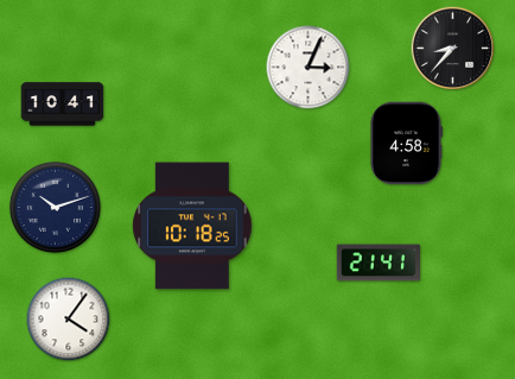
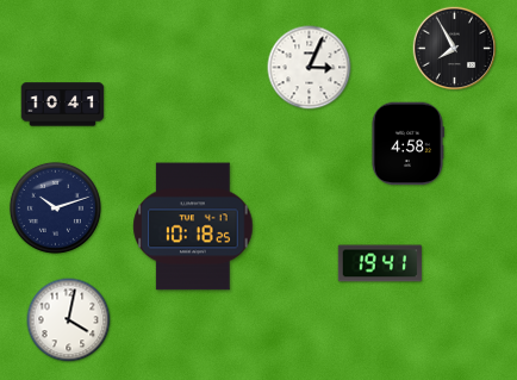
clock at (453, 49): 8:37 -> 7:55
clock at (379, 263): 21:41 -> 19:41
clock at (69, 320): 4:06 -> 4:02
